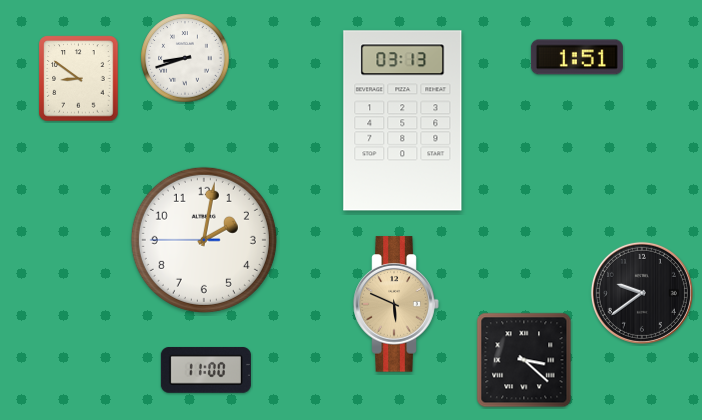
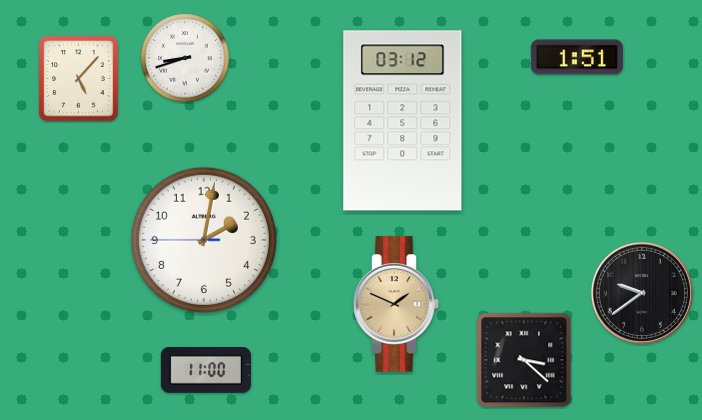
clock at (79, 79): 8:51 -> 5:07
clock at (403, 121): 03:13 -> 03:12
clock at (396, 304): 5:49 -> 1:49
